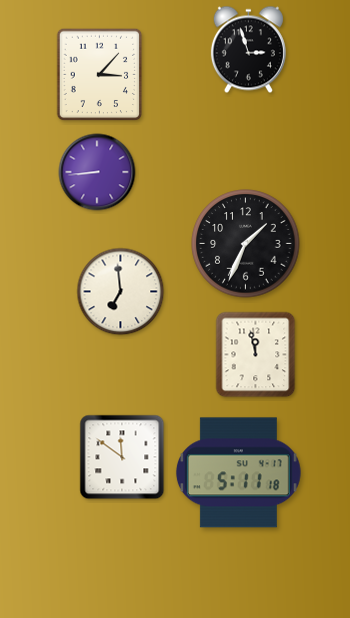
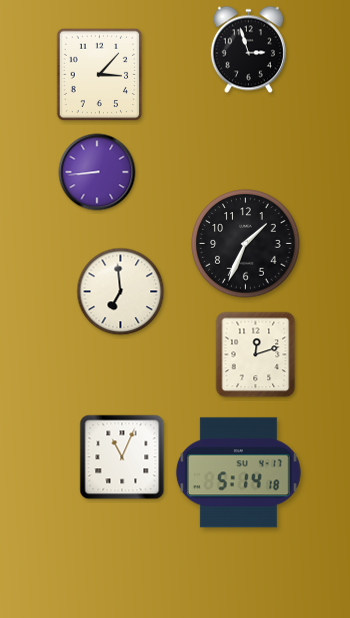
clock at (256, 355): 11:58 -> 12:12
clock at (122, 457): 11:51 -> 11:04
clock at (238, 473): 5:11 -> 5:14
